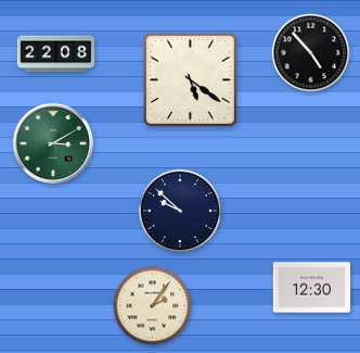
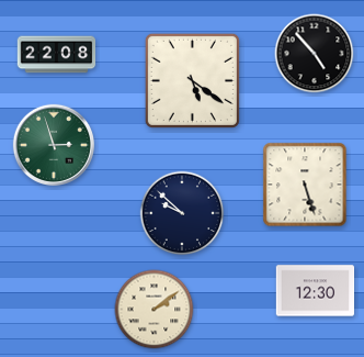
clock at (52, 142): 3:10 -> 2:57
clock at (305, 185): none -> 5:27
clock at (153, 306): 2:06 -> 2:09
